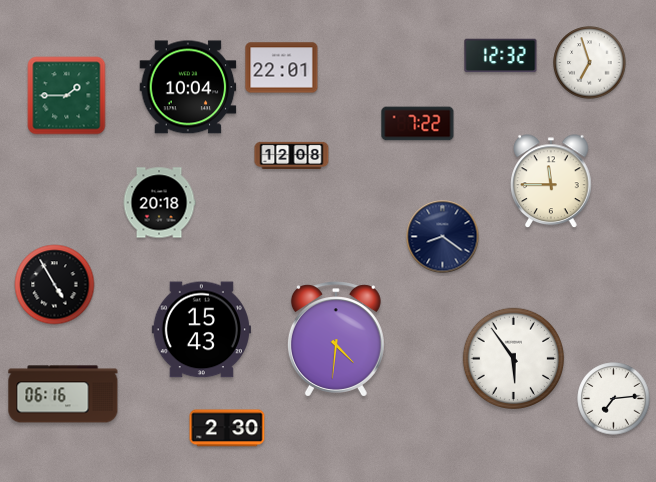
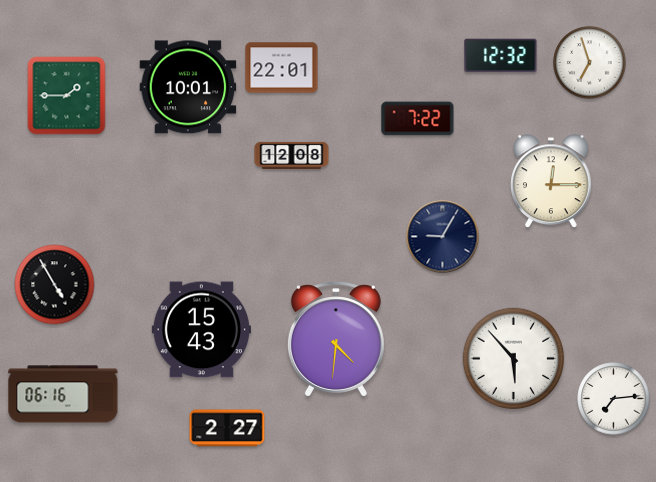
clock at (188, 87): 10:04 -> 10:01
clock at (418, 124) position: (418, 124) -> (418, 119)
clock at (551, 182): 11:45 -> 12:15
clock at (159, 203): 20:18 -> none
clock at (443, 237): 8:21 -> 9:05
clock at (514, 359): 5:54 -> 5:53
clock at (227, 428): 2:30 -> 2:27
